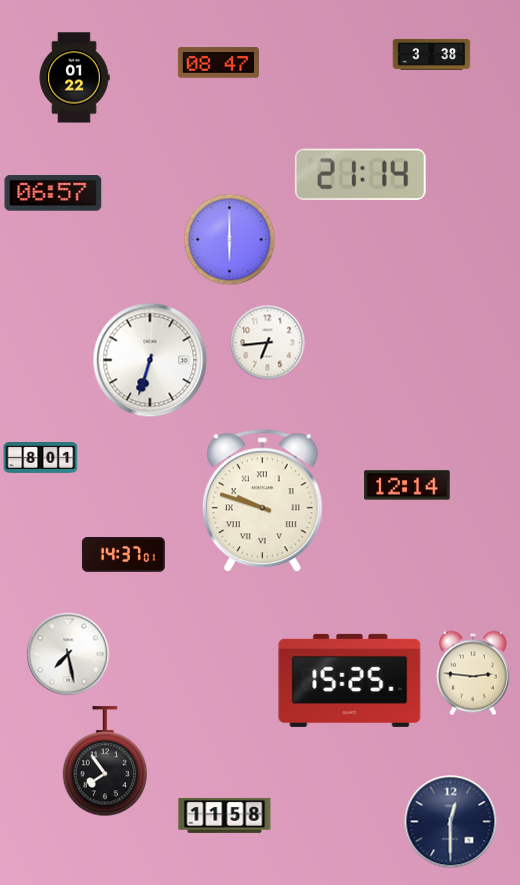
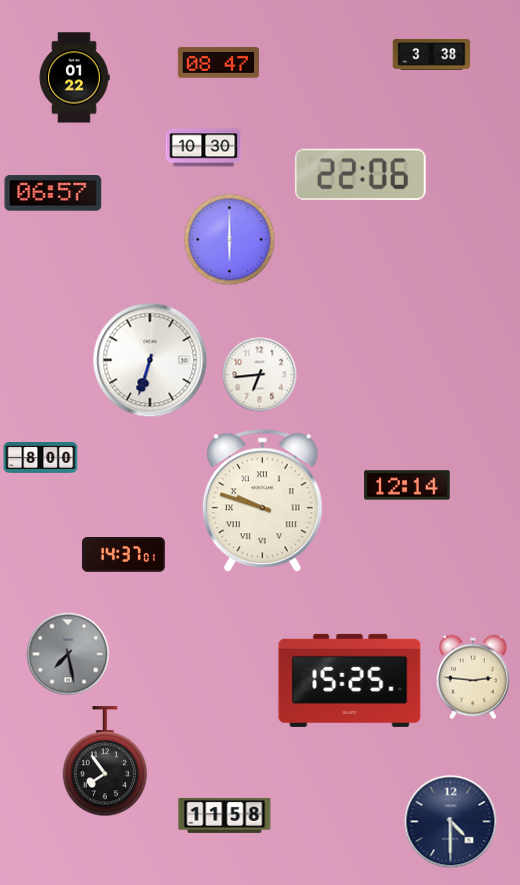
clock at (204, 148): none -> 10:30
clock at (360, 174): 21:14 -> 22:06
clock at (268, 343) position: (268, 343) -> (260, 375)
clock at (41, 458): 8:01 -> 8:00
clock at (68, 654) dial: white -> grey
clock at (473, 673) position: (473, 673) -> (473, 677)
clock at (451, 822): 12:30 -> 4:30
